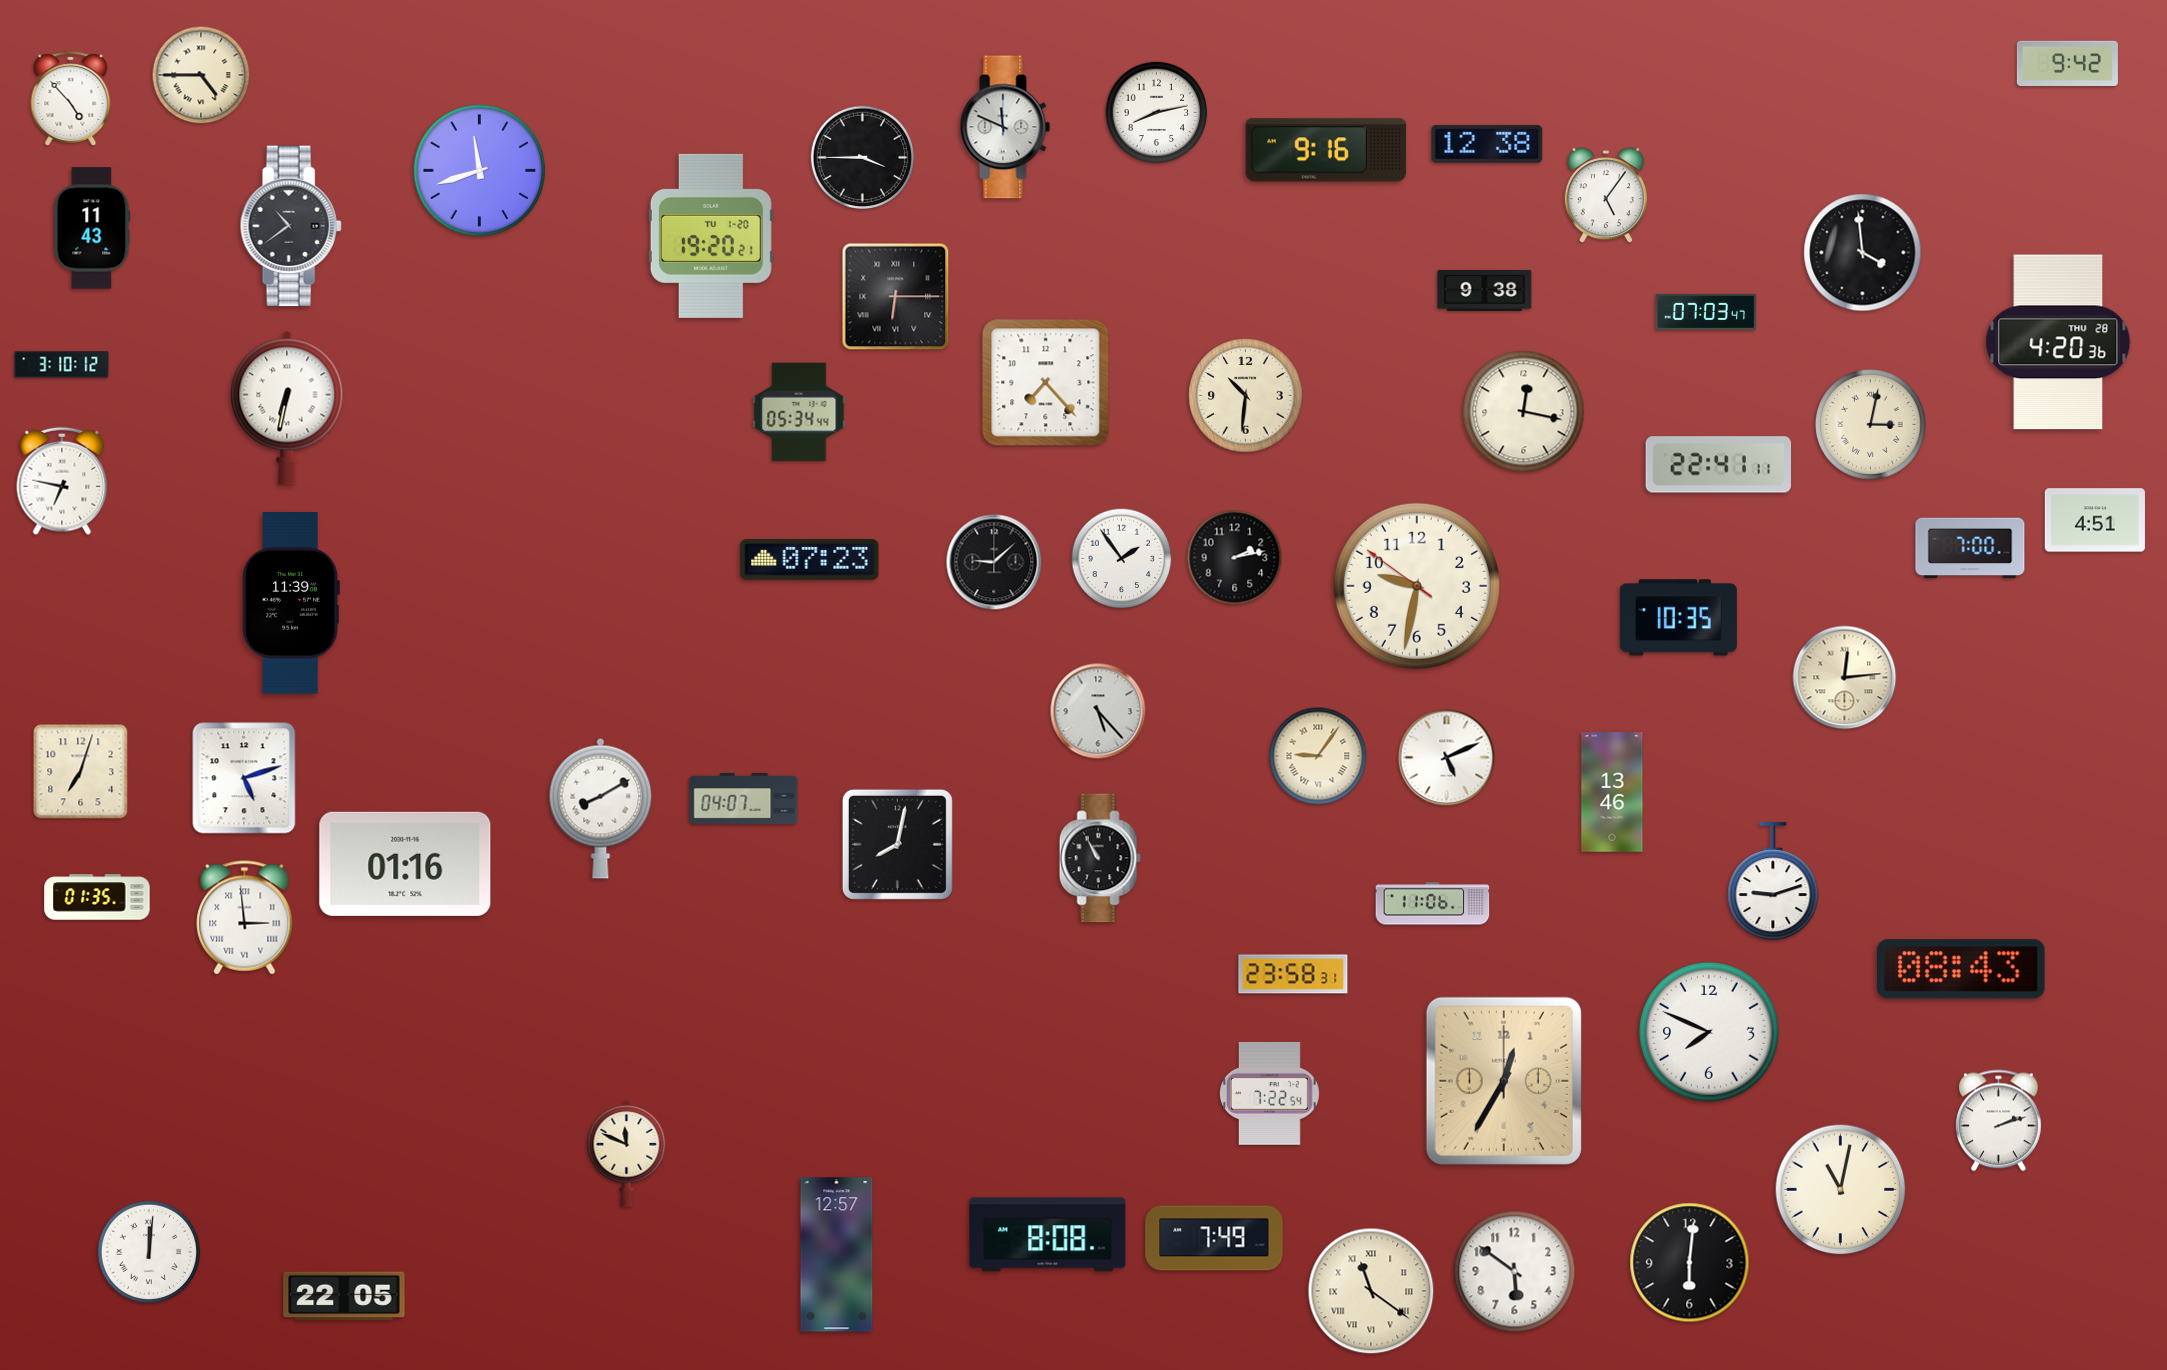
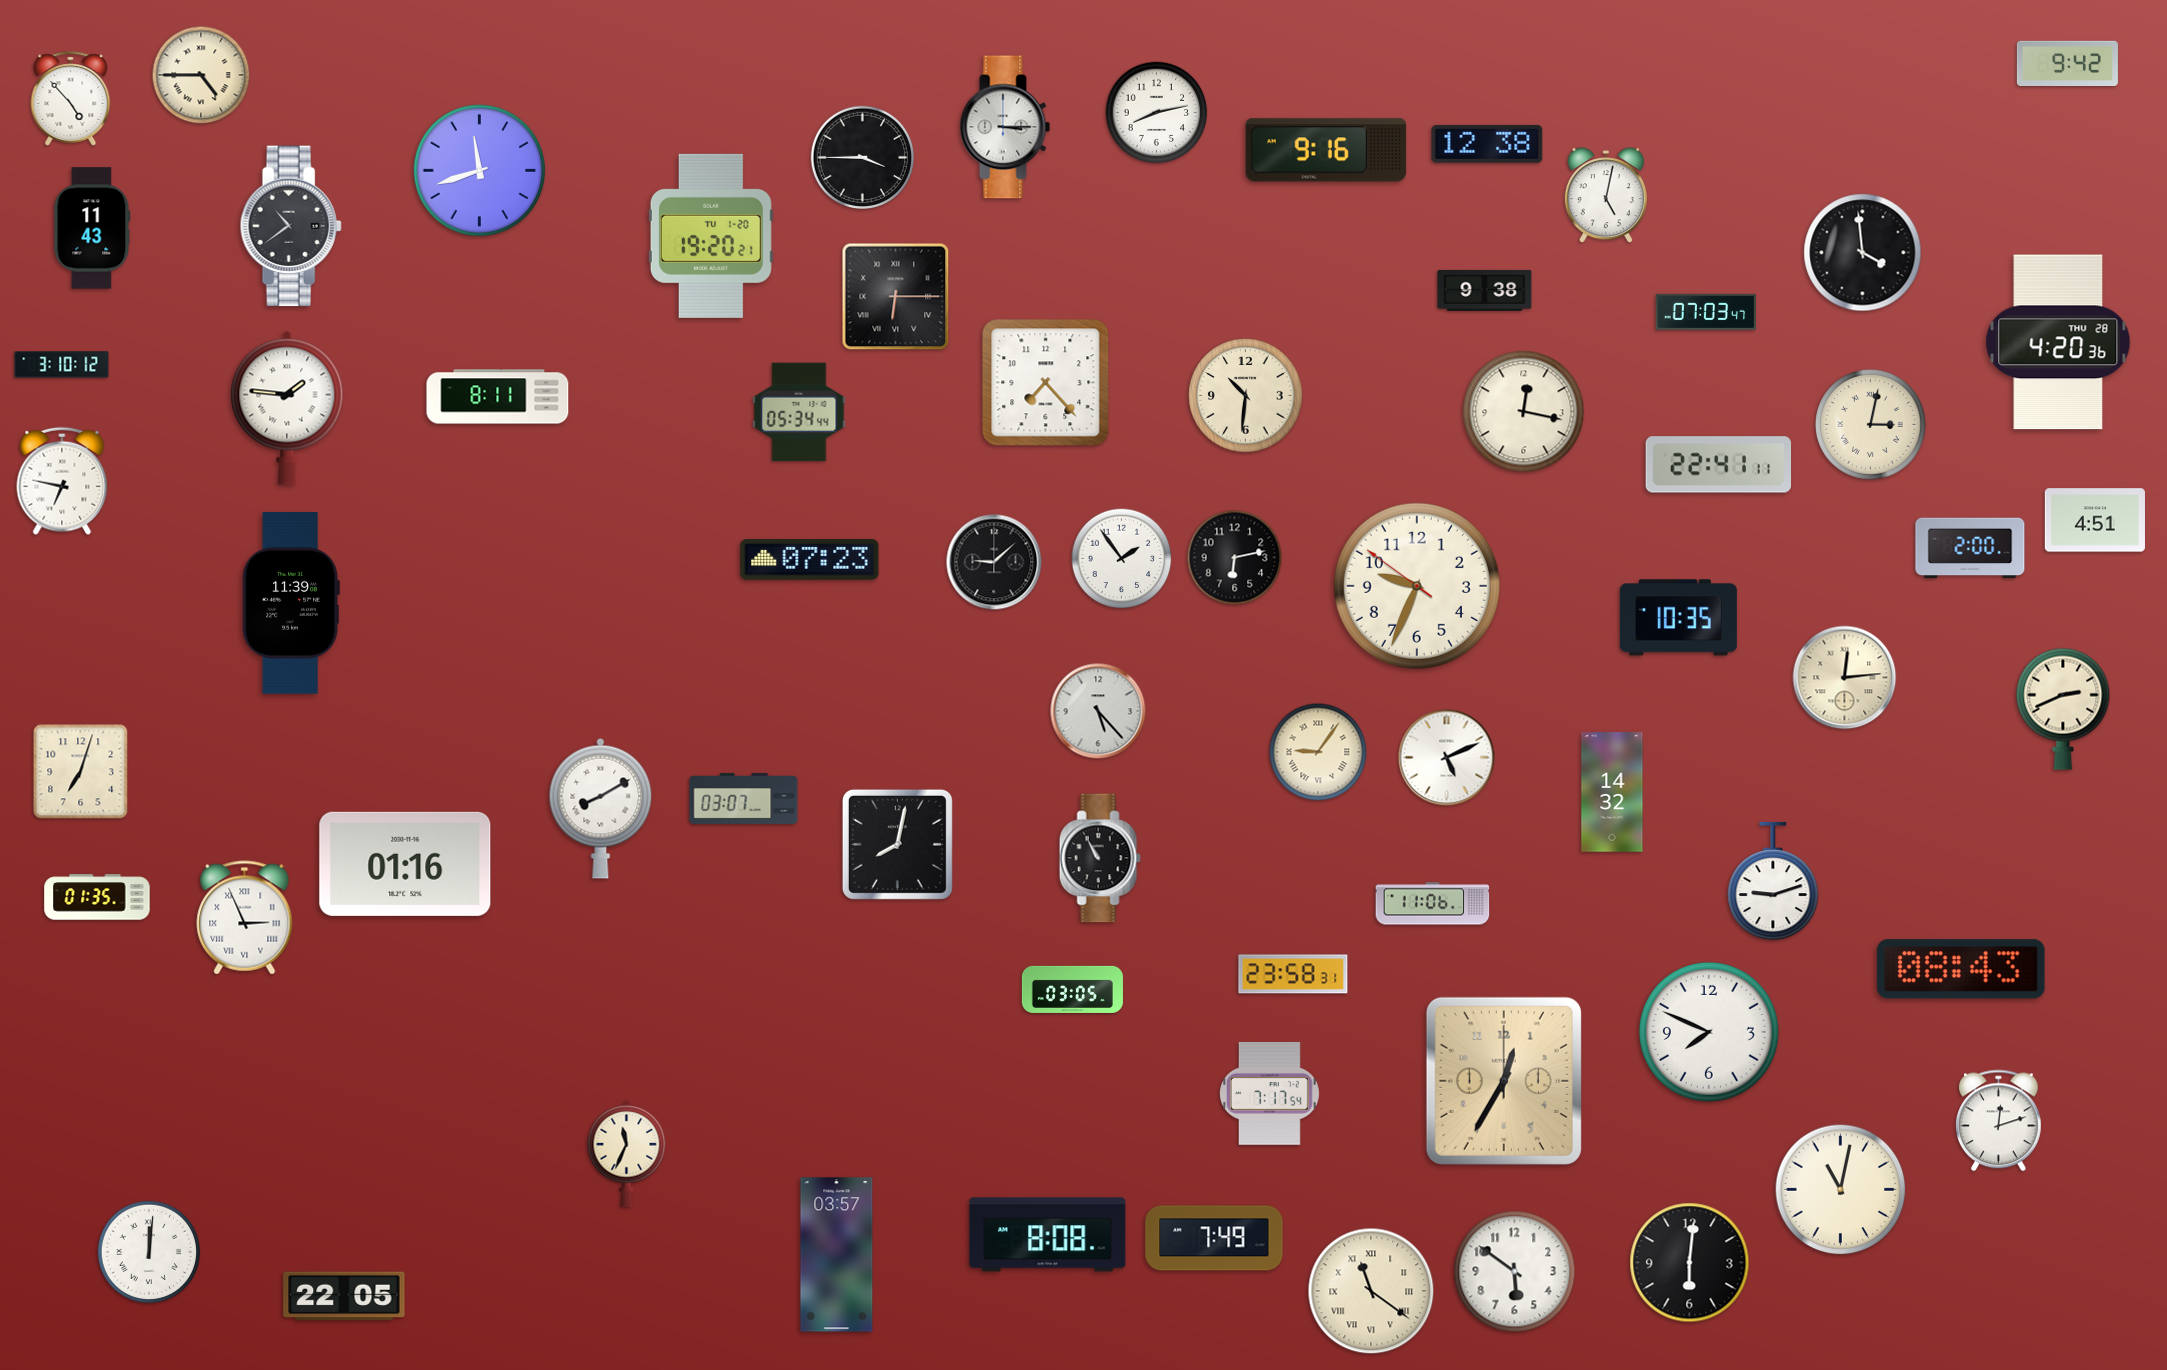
clock at (1005, 127): 11:49 -> 3:15
clock at (1606, 196): 5:06 -> 5:02
clock at (498, 397): none -> 8:11
clock at (287, 408): 6:32 -> 1:46
clock at (1970, 548): 7:00 -> 2:00
clock at (1235, 558): 2:13 -> 6:13
clock at (1417, 586): 9:31 -> 9:33
clock at (2063, 709): none -> 2:41
clock at (1318, 756) position: (1318, 756) -> (1318, 752)
clock at (244, 778): 5:12 -> none
clock at (1612, 792): 13:46 -> 14:32
clock at (744, 798): 04:07 -> 03:07
clock at (245, 918): 2:59 -> 2:56
clock at (1072, 989): none -> 03:05
clock at (1269, 1093): 7:22 -> 7:17
clock at (1998, 1121): 2:12 -> 12:12
clock at (627, 1153): 11:49 -> 11:34
clock at (837, 1255): 12:57 -> 03:57
